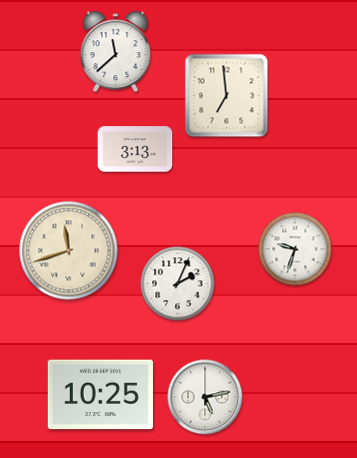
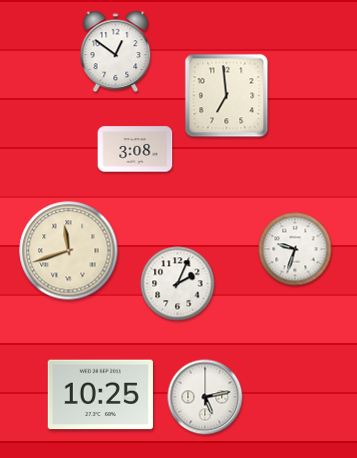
clock at (116, 52): 11:38 -> 12:51
clock at (135, 149): 3:13 -> 3:08
